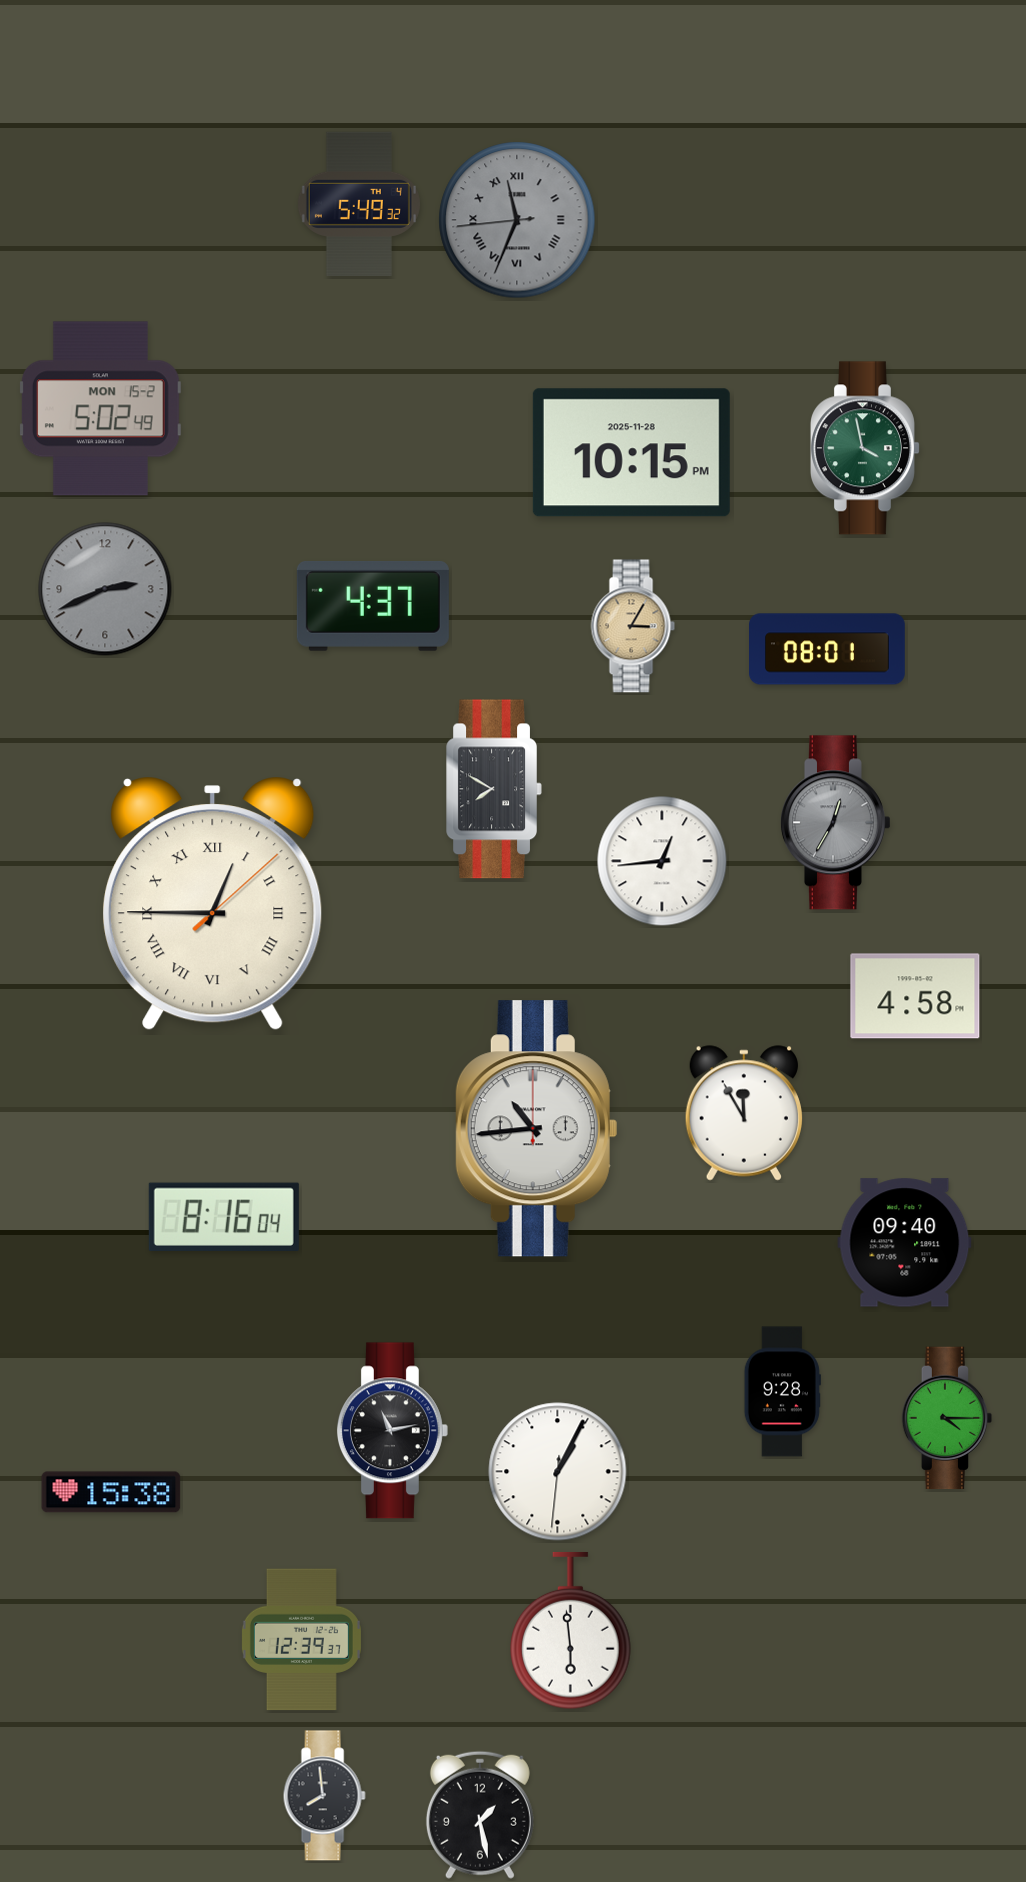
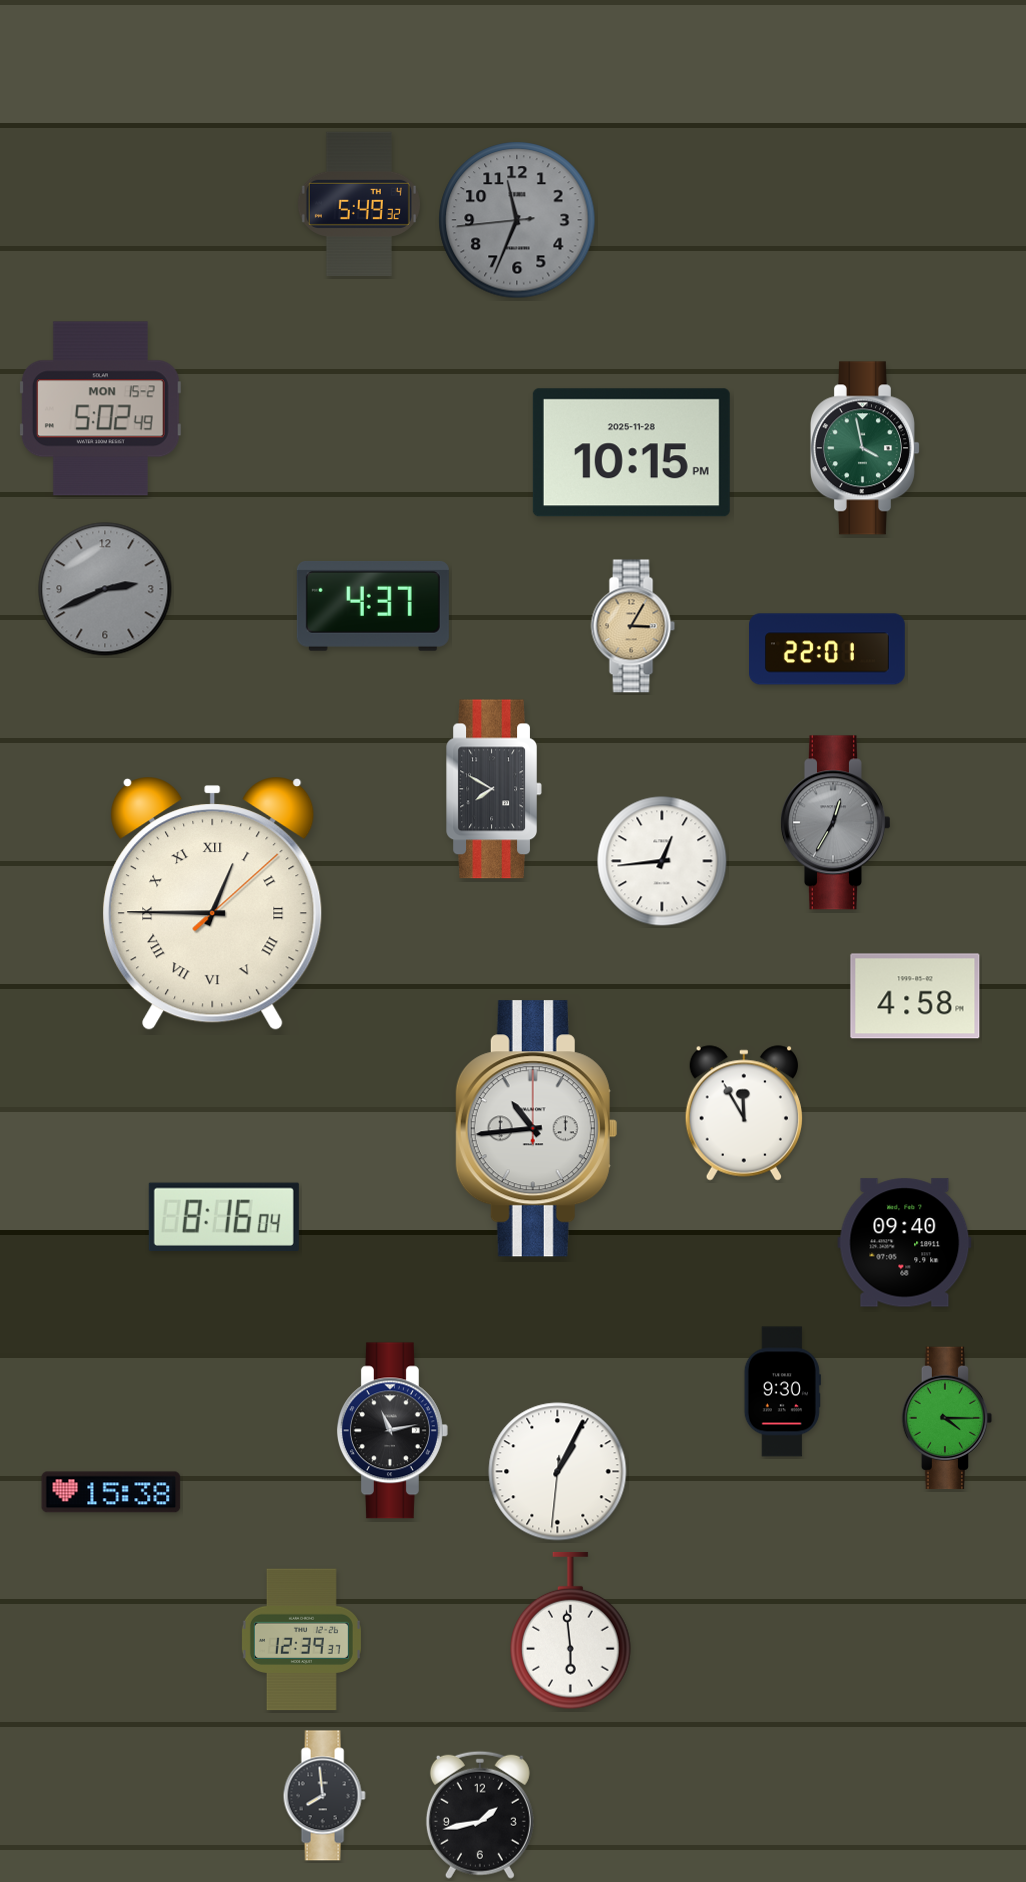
clock at (517, 220) numerals: Roman -> Arabic
clock at (828, 649): 08:01 -> 22:01
clock at (782, 1392): 9:28 -> 9:30
clock at (480, 1815): 1:28 -> 1:43
